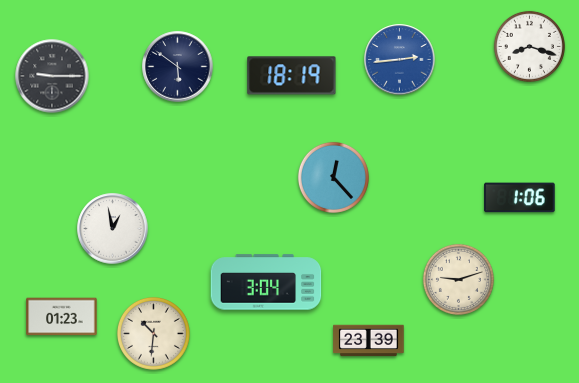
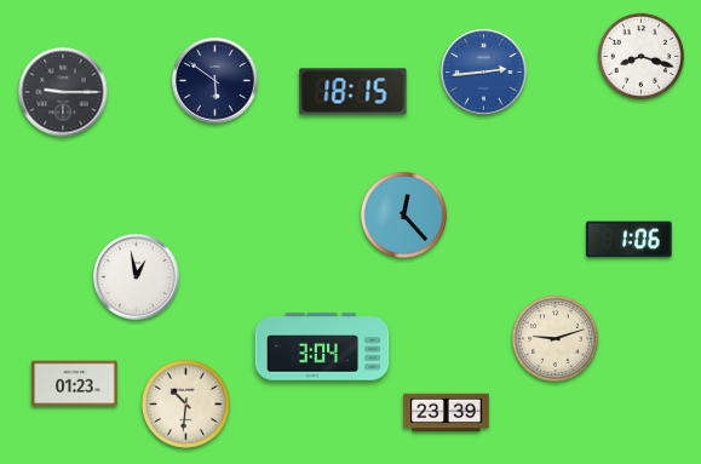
clock at (292, 76): 18:19 -> 18:15
clock at (266, 282) position: (266, 282) -> (322, 346)
